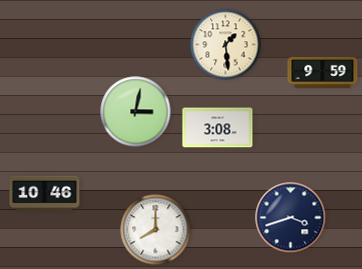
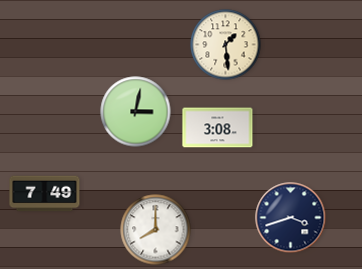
clock at (323, 72): 9:59 -> none
clock at (45, 194): 10:46 -> 7:49
